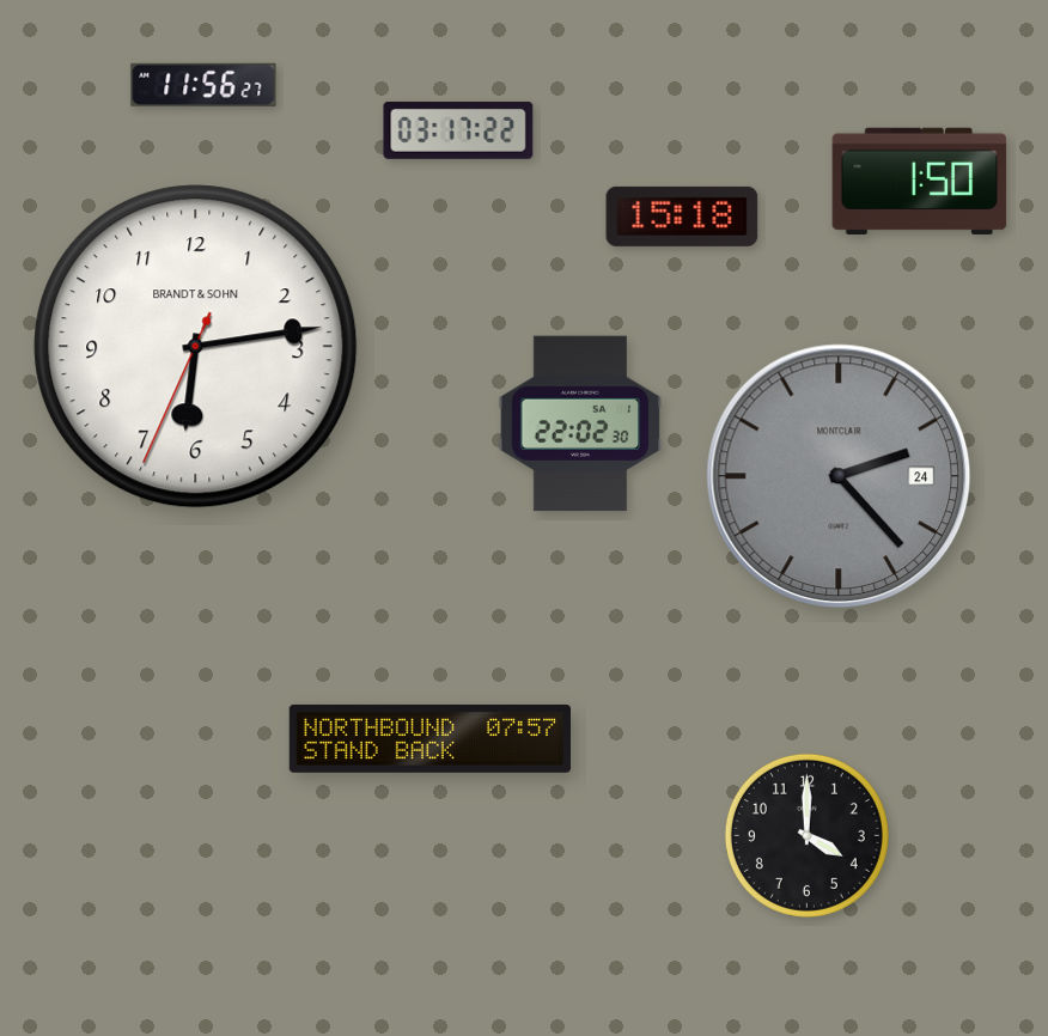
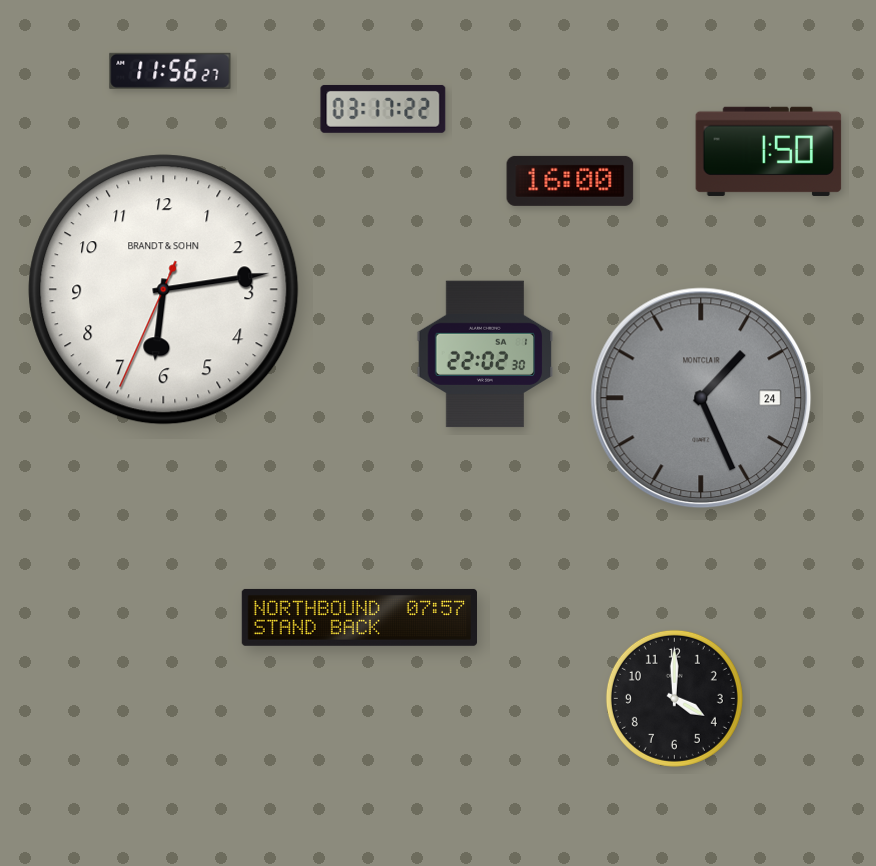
clock at (682, 217): 15:18 -> 16:00
clock at (839, 476): 2:23 -> 1:26
